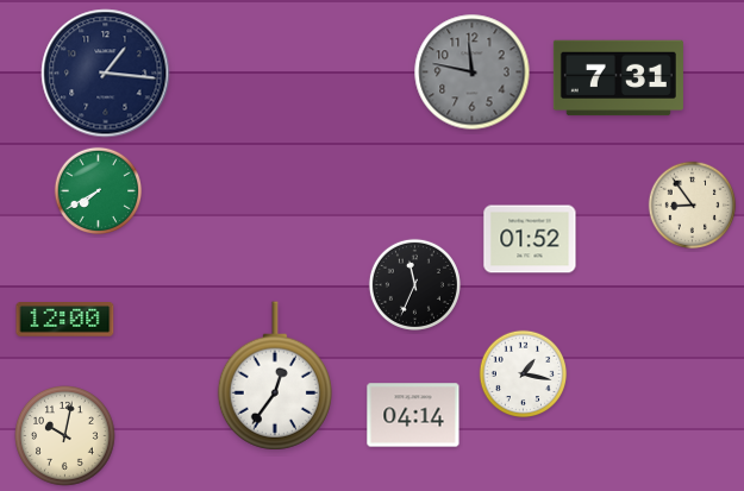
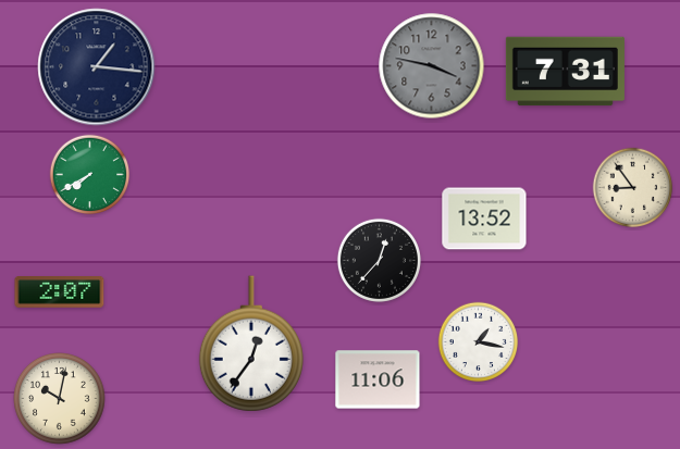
clock at (473, 73): 11:47 -> 3:47
clock at (530, 239): 01:52 -> 13:52
clock at (414, 284): 11:34 -> 12:37
clock at (65, 320): 12:00 -> 2:07
clock at (413, 415): 04:14 -> 11:06
